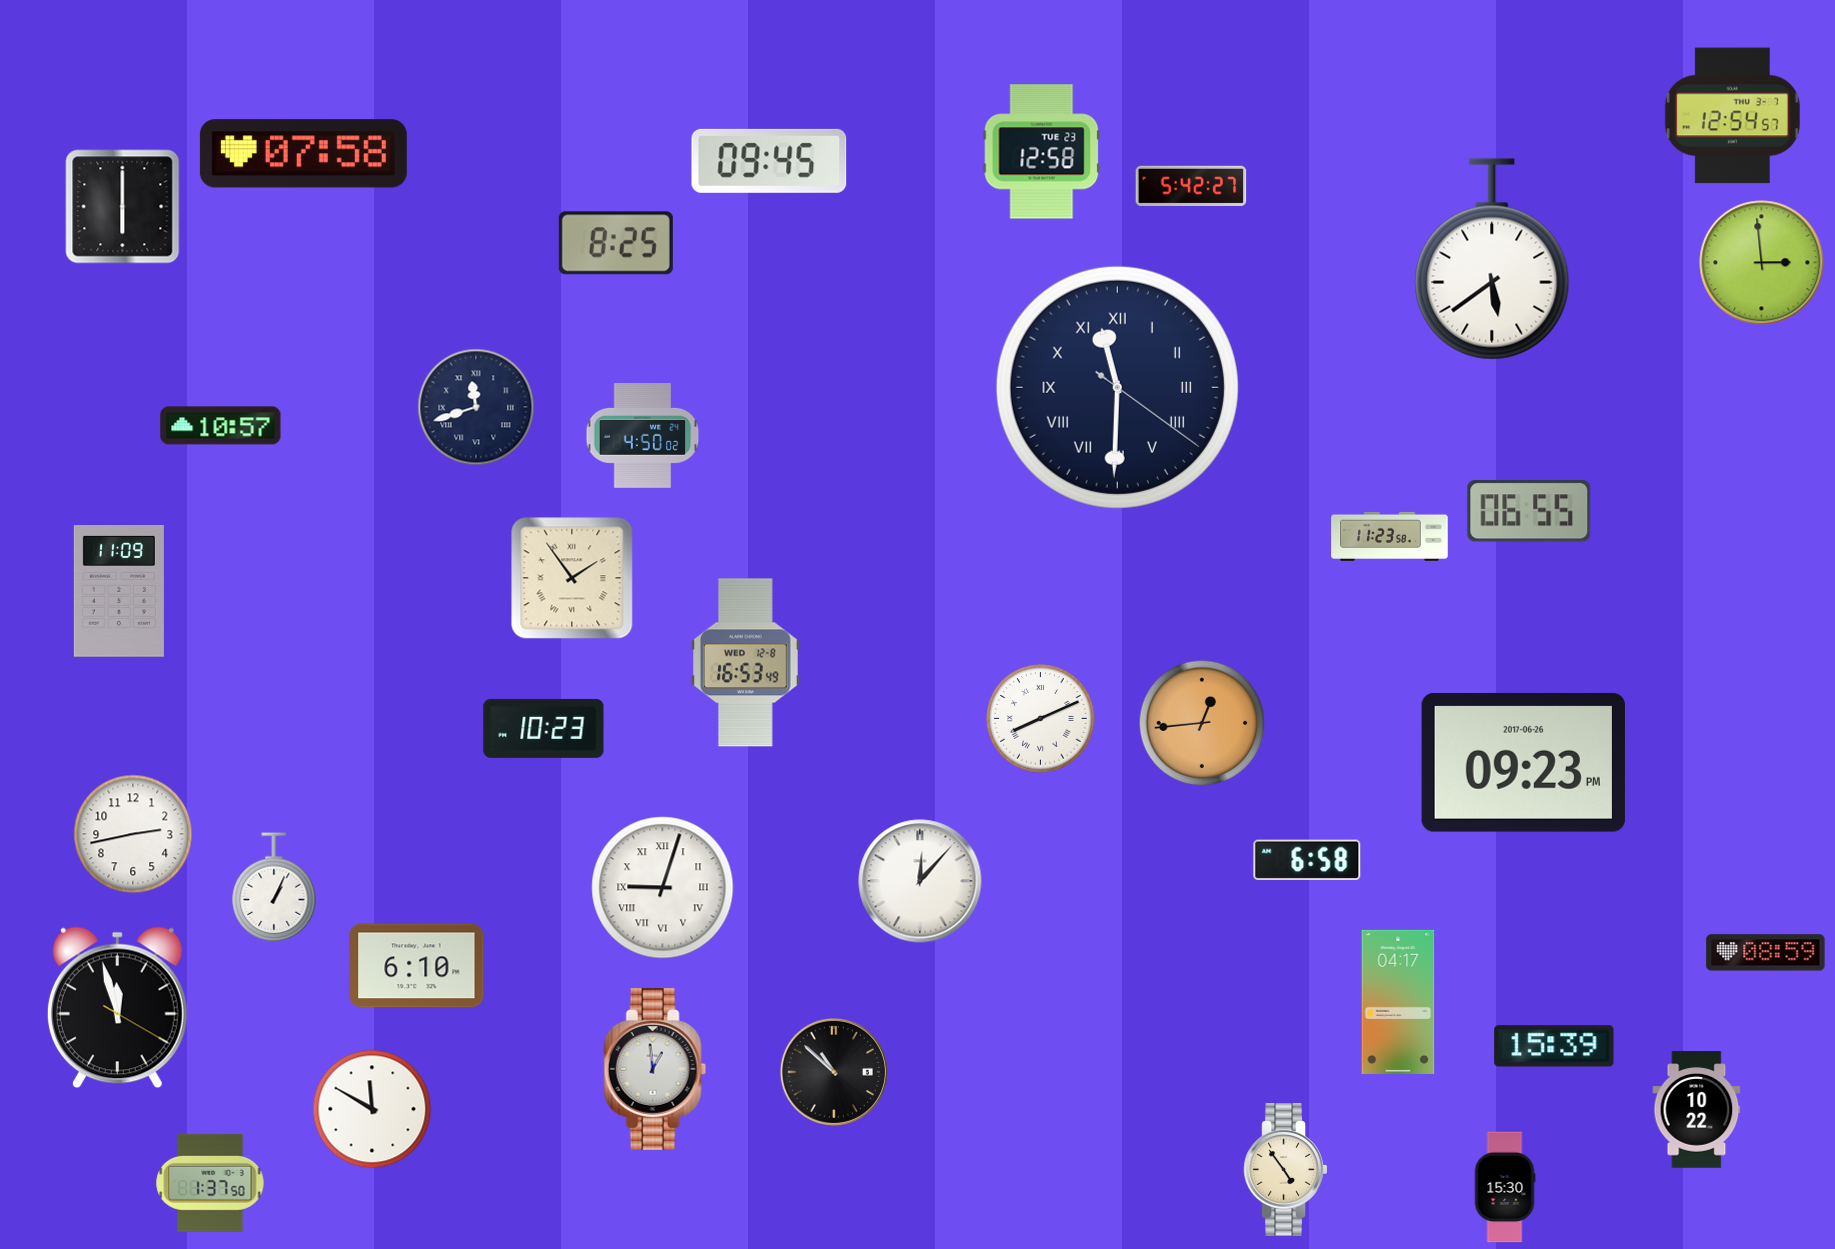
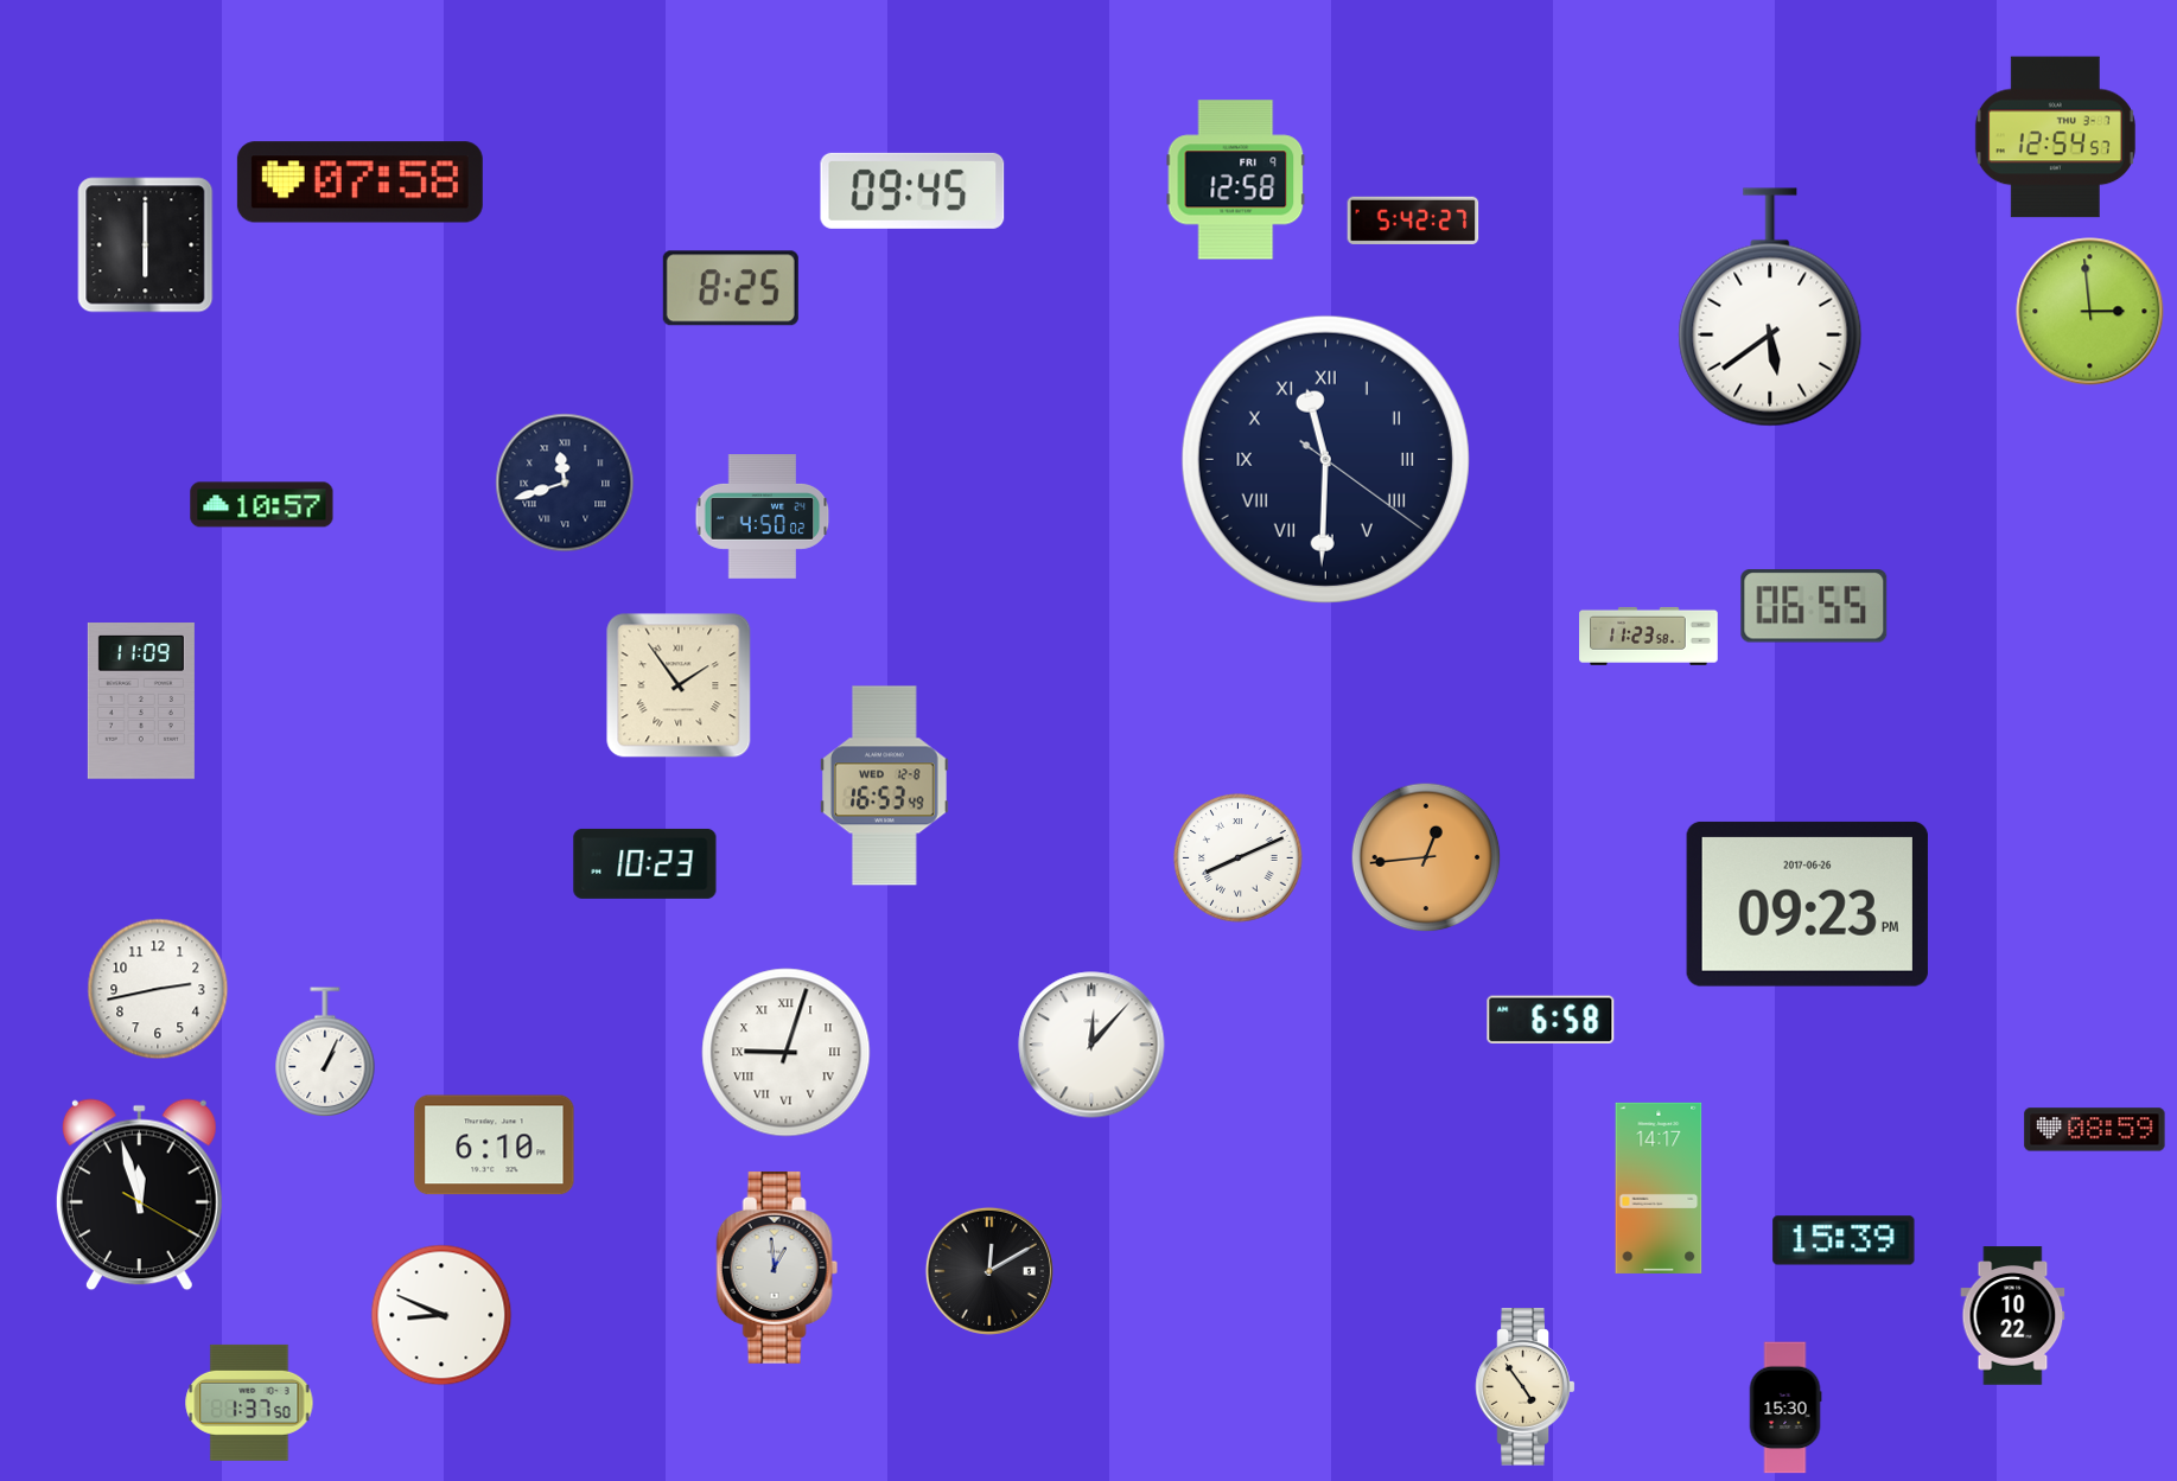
clock at (1042, 152) date: TUE 23 -> FRI 9
clock at (1041, 719) position: (1041, 719) -> (1239, 858)
clock at (1398, 1002): 04:17 -> 14:17
clock at (834, 1072): 10:52 -> 12:10
clock at (372, 1109): 11:50 -> 8:49
